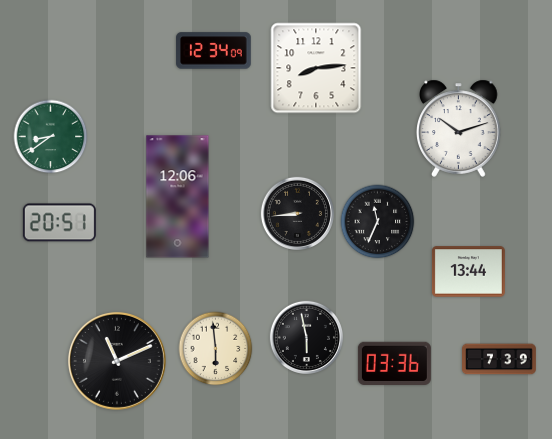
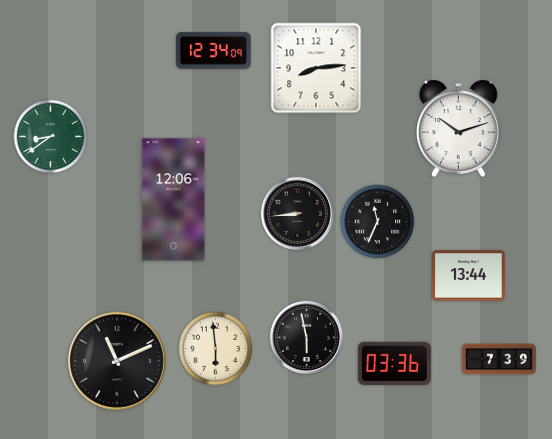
clock at (178, 197) position: (178, 197) -> (174, 200)
clock at (59, 223): 20:51 -> none
clock at (468, 272) position: (468, 272) -> (468, 276)
